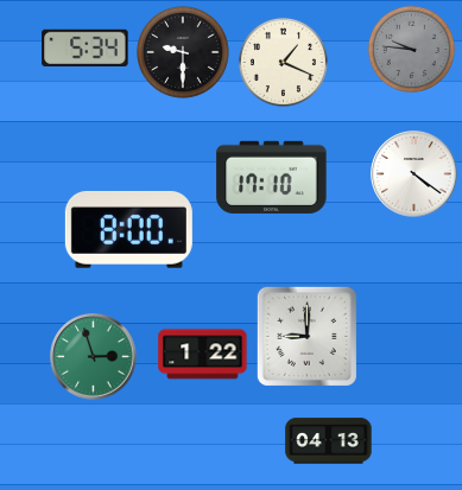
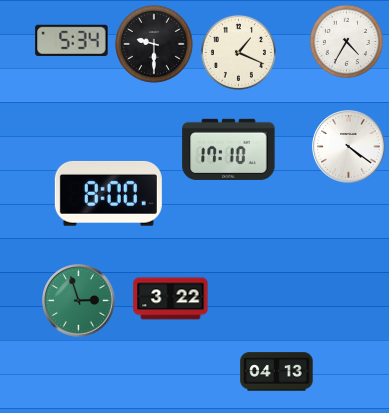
clock at (411, 49): 9:46 -> 4:35
clock at (411, 49) dial: grey -> white
clock at (306, 336): 9:00 -> none
clock at (203, 355): 1:22 -> 3:22
